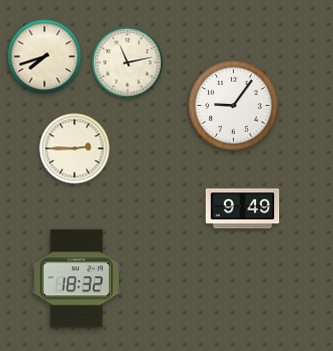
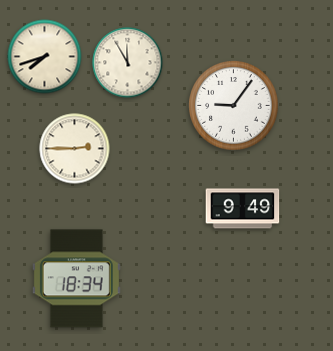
clock at (128, 63): 11:13 -> 11:55
clock at (76, 279): 18:32 -> 18:34
